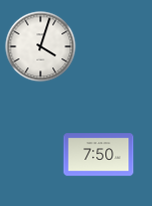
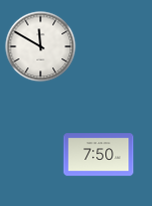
clock at (41, 47): 4:03 -> 11:50
